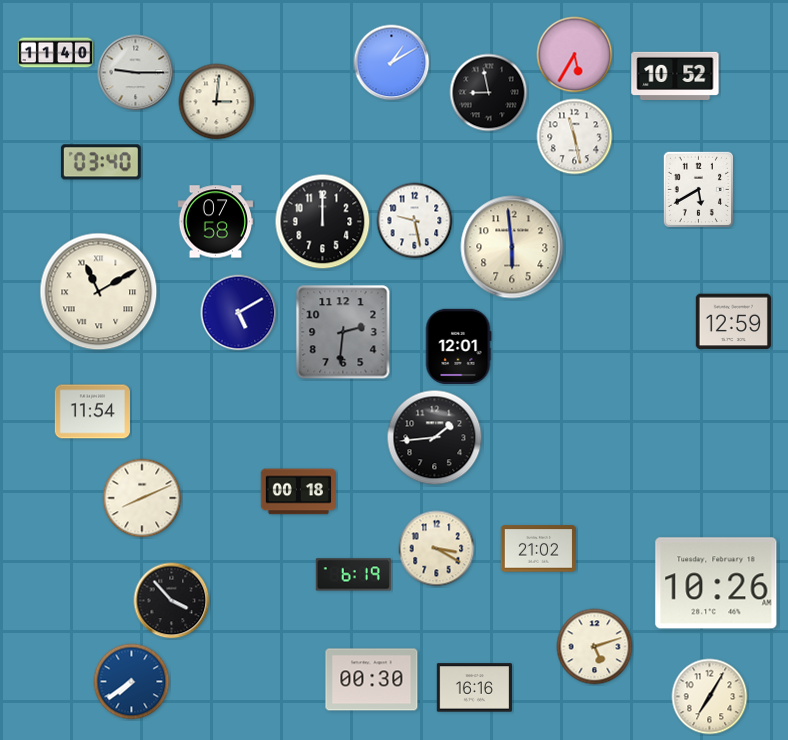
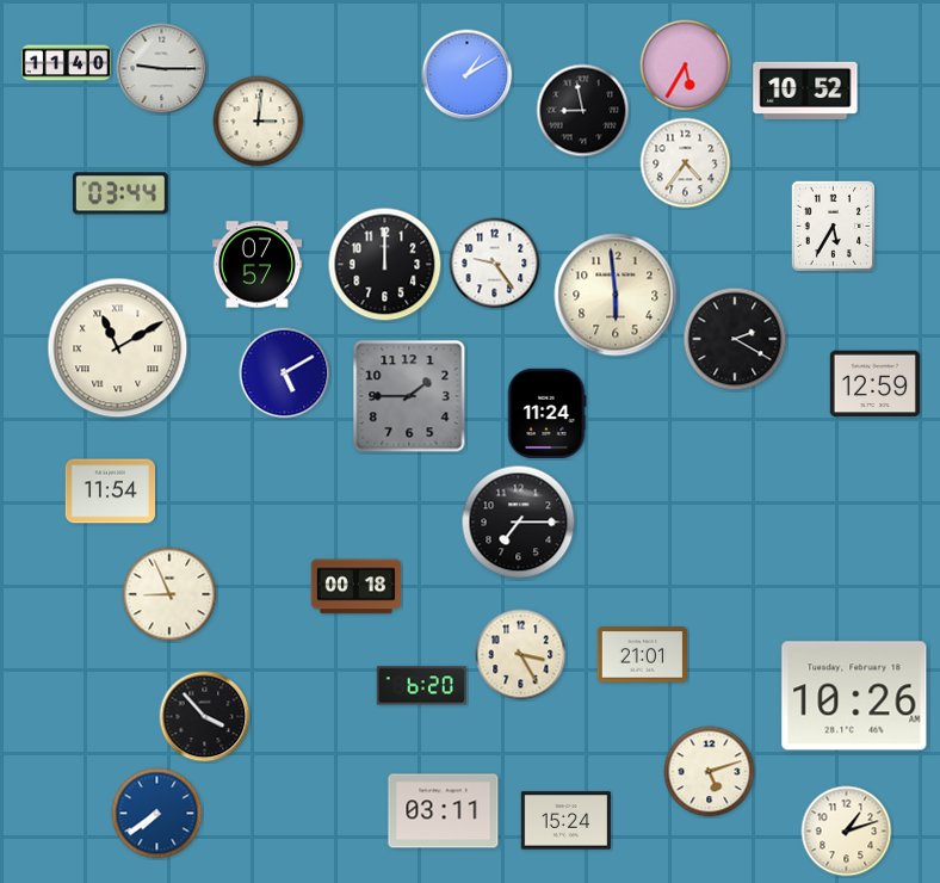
clock at (136, 73) position: (136, 73) -> (162, 69)
clock at (575, 137): 11:28 -> 4:36
clock at (101, 162): 03:40 -> 03:44
clock at (698, 189): 5:40 -> 5:35
clock at (415, 221): 9:28 -> 9:24
clock at (215, 222): 07:58 -> 07:57
clock at (512, 247) position: (512, 247) -> (616, 295)
clock at (735, 339): none -> 2:20
clock at (343, 332): 2:31 -> 1:45
clock at (458, 346): 12:01 -> 11:24
clock at (435, 438): 1:44 -> 7:15
clock at (142, 498): 8:11 -> 8:56
clock at (437, 549): 3:20 -> 3:25
clock at (538, 549): 21:02 -> 21:01
clock at (353, 575): 6:19 -> 6:20
clock at (372, 680): 00:30 -> 03:11
clock at (474, 688): 16:16 -> 15:24
clock at (710, 697): 7:05 -> 1:12
